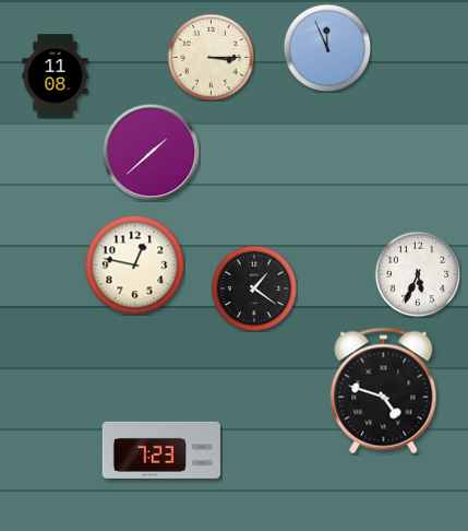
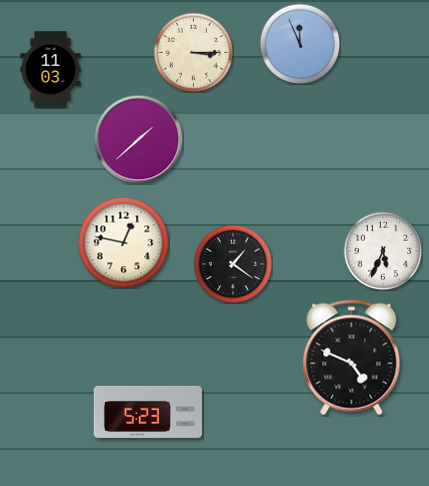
clock at (56, 76): 11:08 -> 11:03
clock at (384, 391): 4:48 -> 4:49
clock at (161, 450): 7:23 -> 5:23
